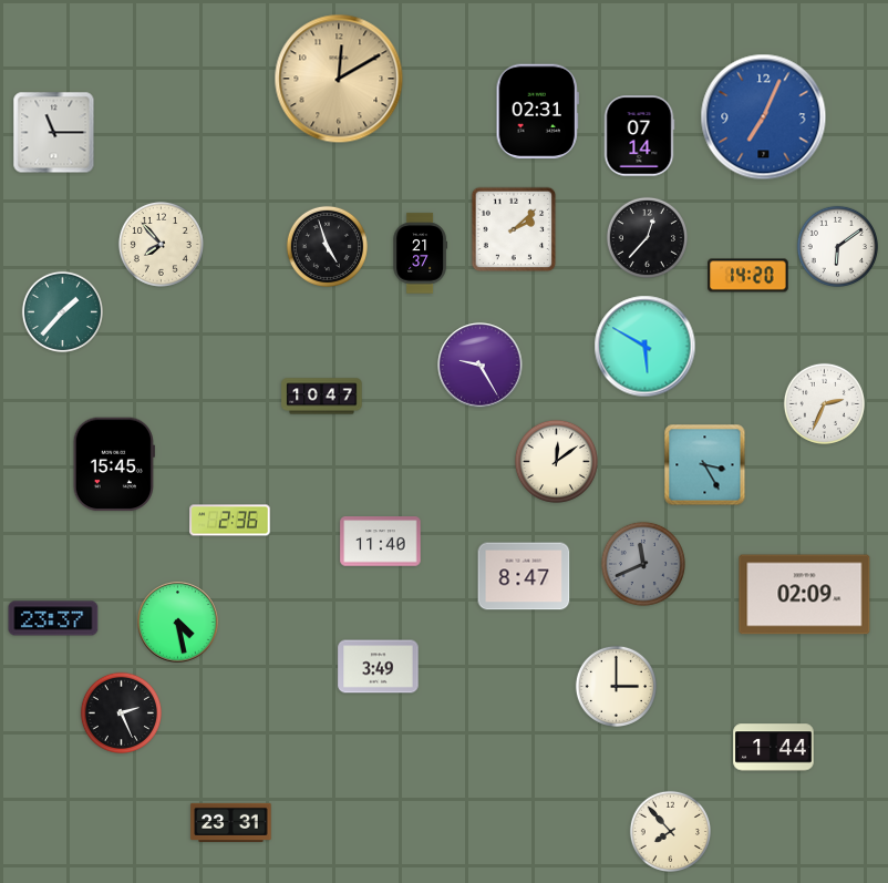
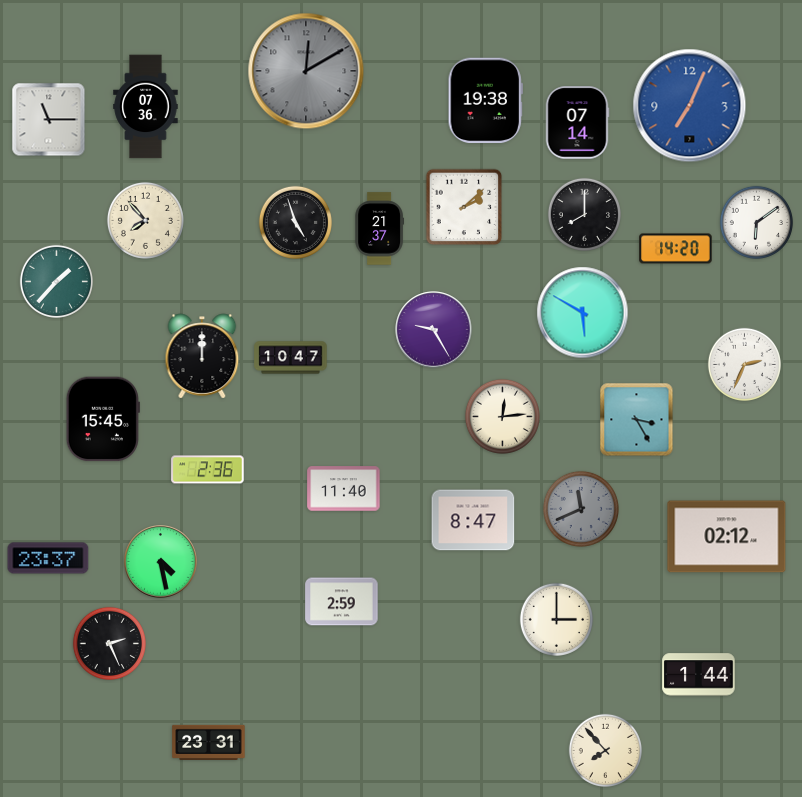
clock at (339, 79) dial: champagne -> grey
clock at (537, 112): 02:31 -> 19:38
clock at (146, 107): none -> 07:36
clock at (647, 237): 12:37 -> 8:00
clock at (202, 356): none -> 12:00
clock at (556, 461): 12:09 -> 12:14
clock at (805, 595): 02:09 -> 02:12
clock at (379, 667): 3:49 -> 2:59
